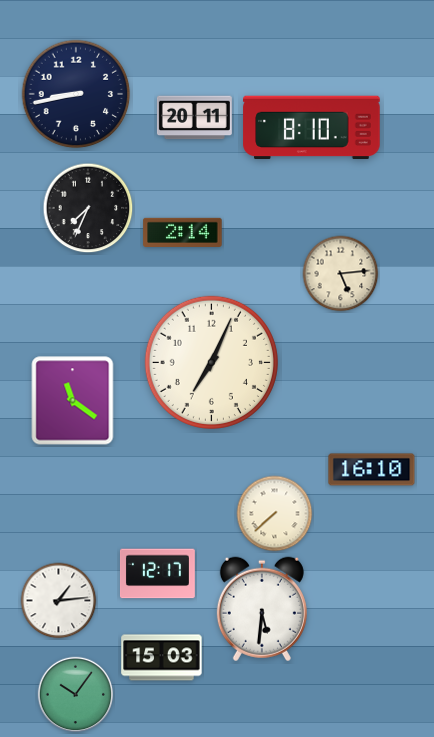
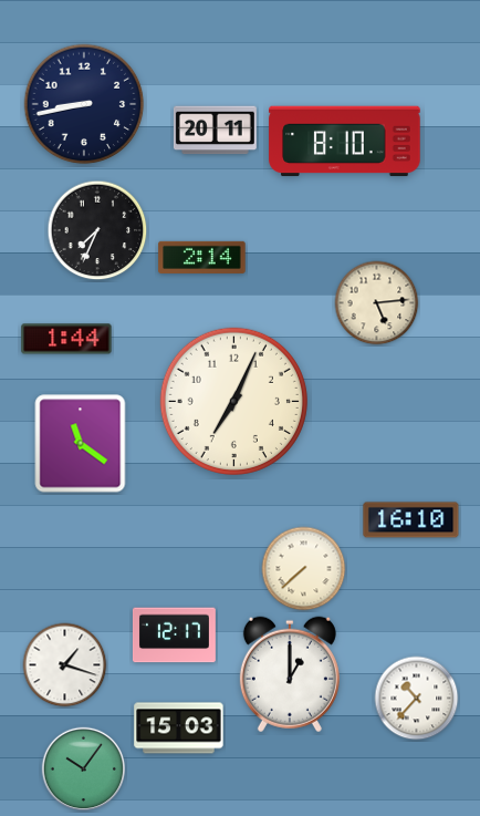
clock at (66, 339): none -> 1:44
clock at (59, 601): 1:14 -> 1:18
clock at (262, 609): 5:31 -> 1:00
clock at (417, 699): none -> 10:37
